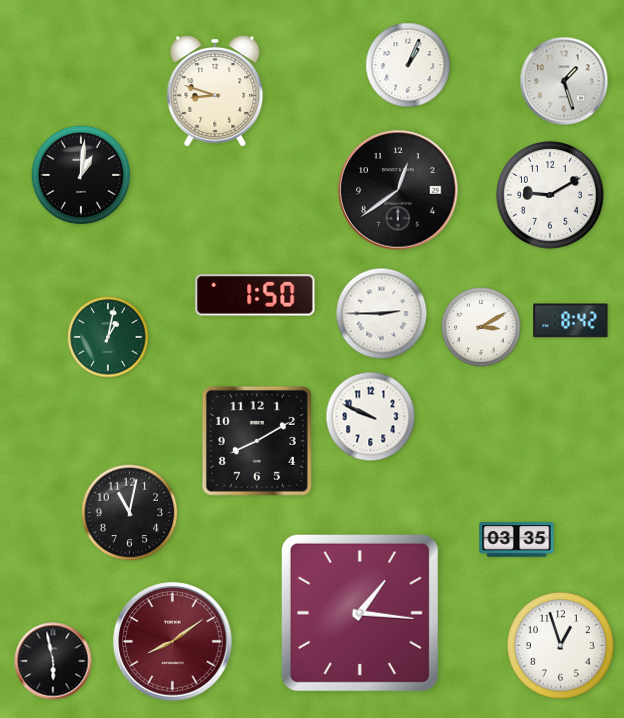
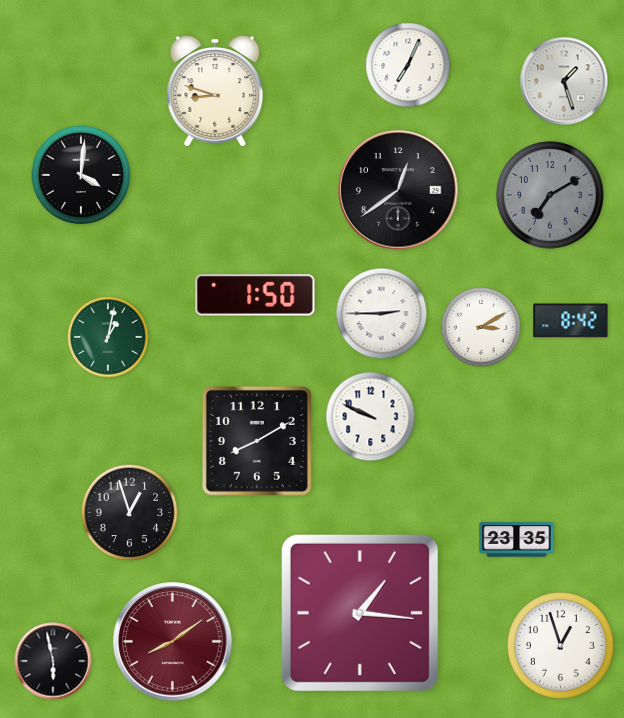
clock at (408, 65): 1:04 -> 7:04
clock at (81, 175): 1:01 -> 4:01
clock at (550, 195): 9:10 -> 7:10
clock at (550, 195) dial: white -> grey
clock at (130, 513): 11:02 -> 12:57
clock at (517, 540): 03:35 -> 23:35
